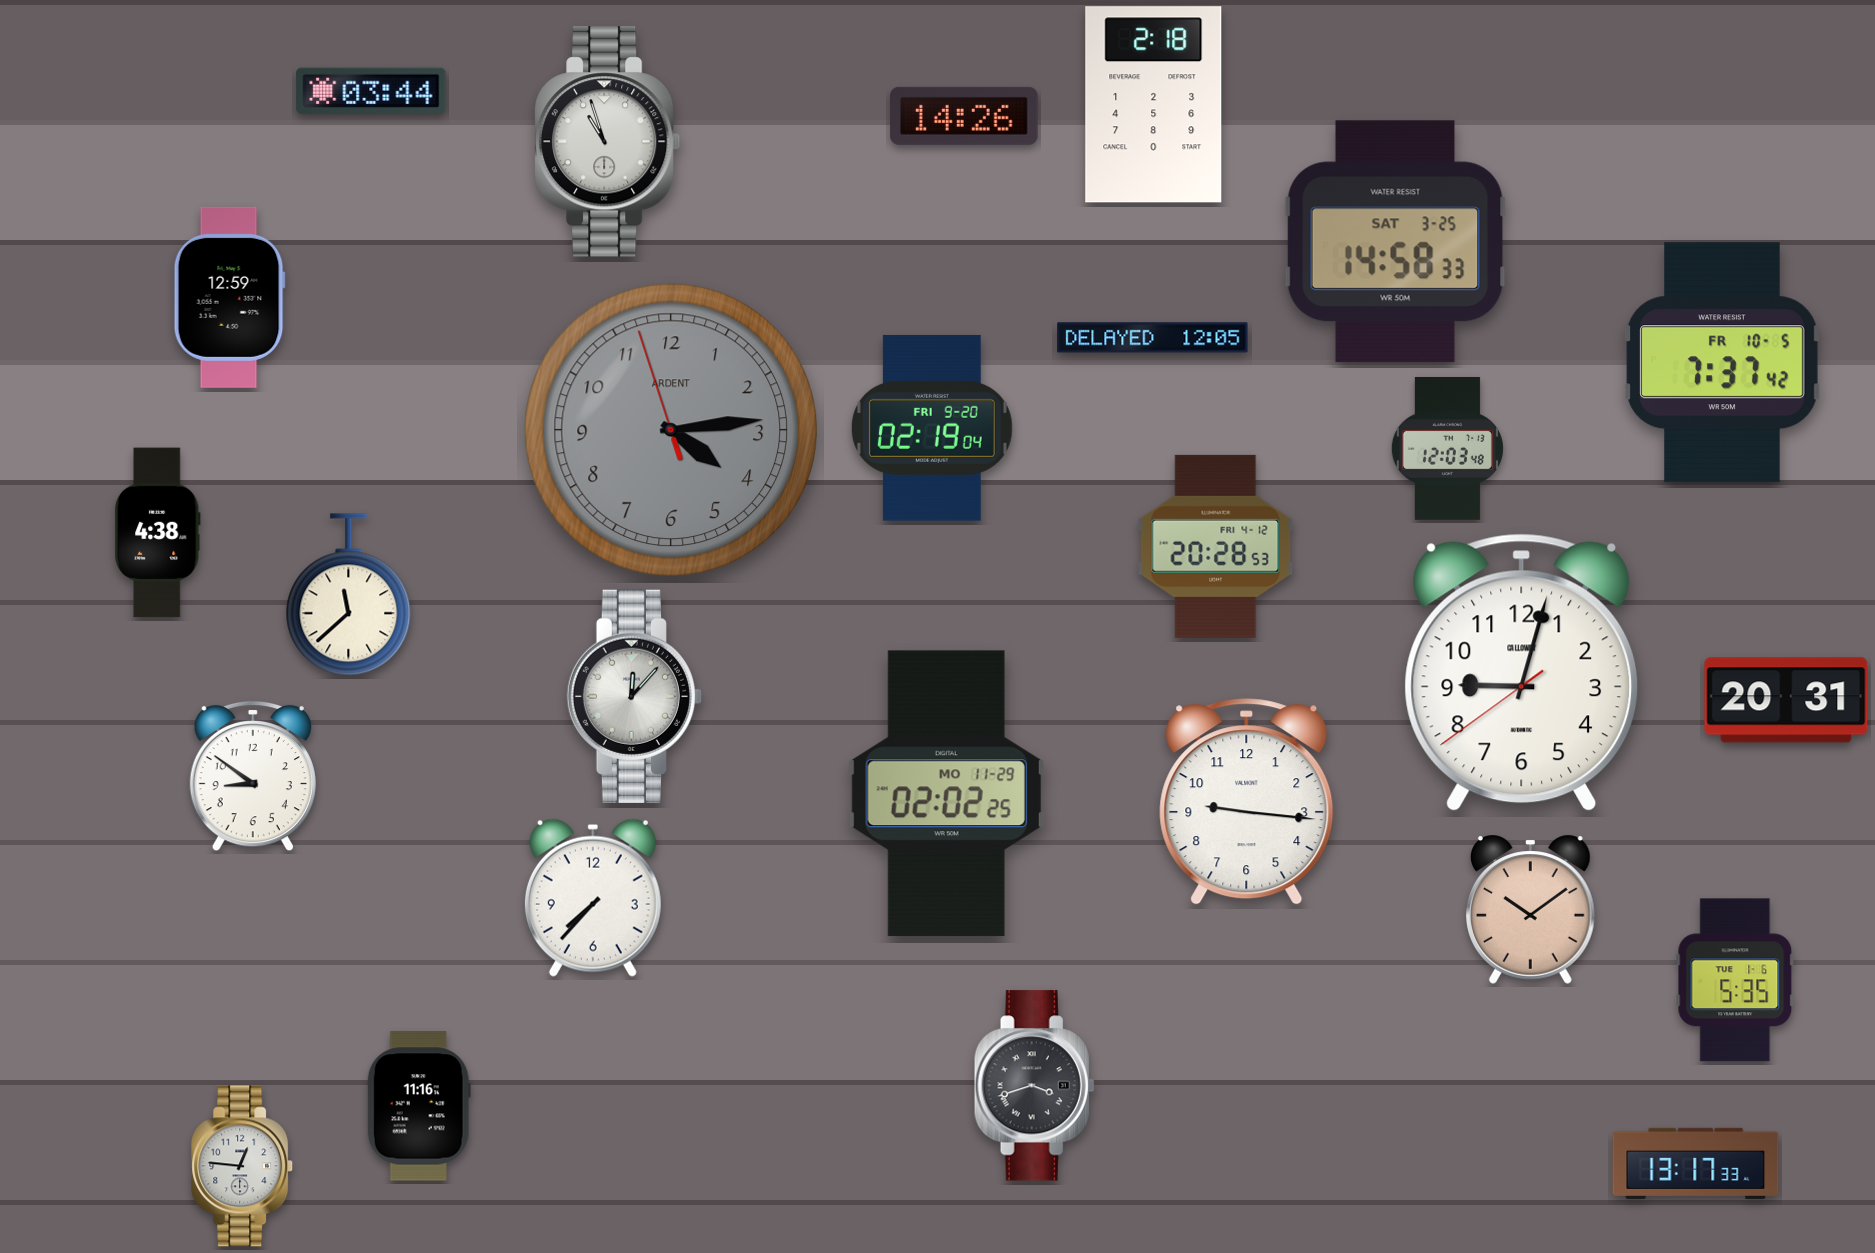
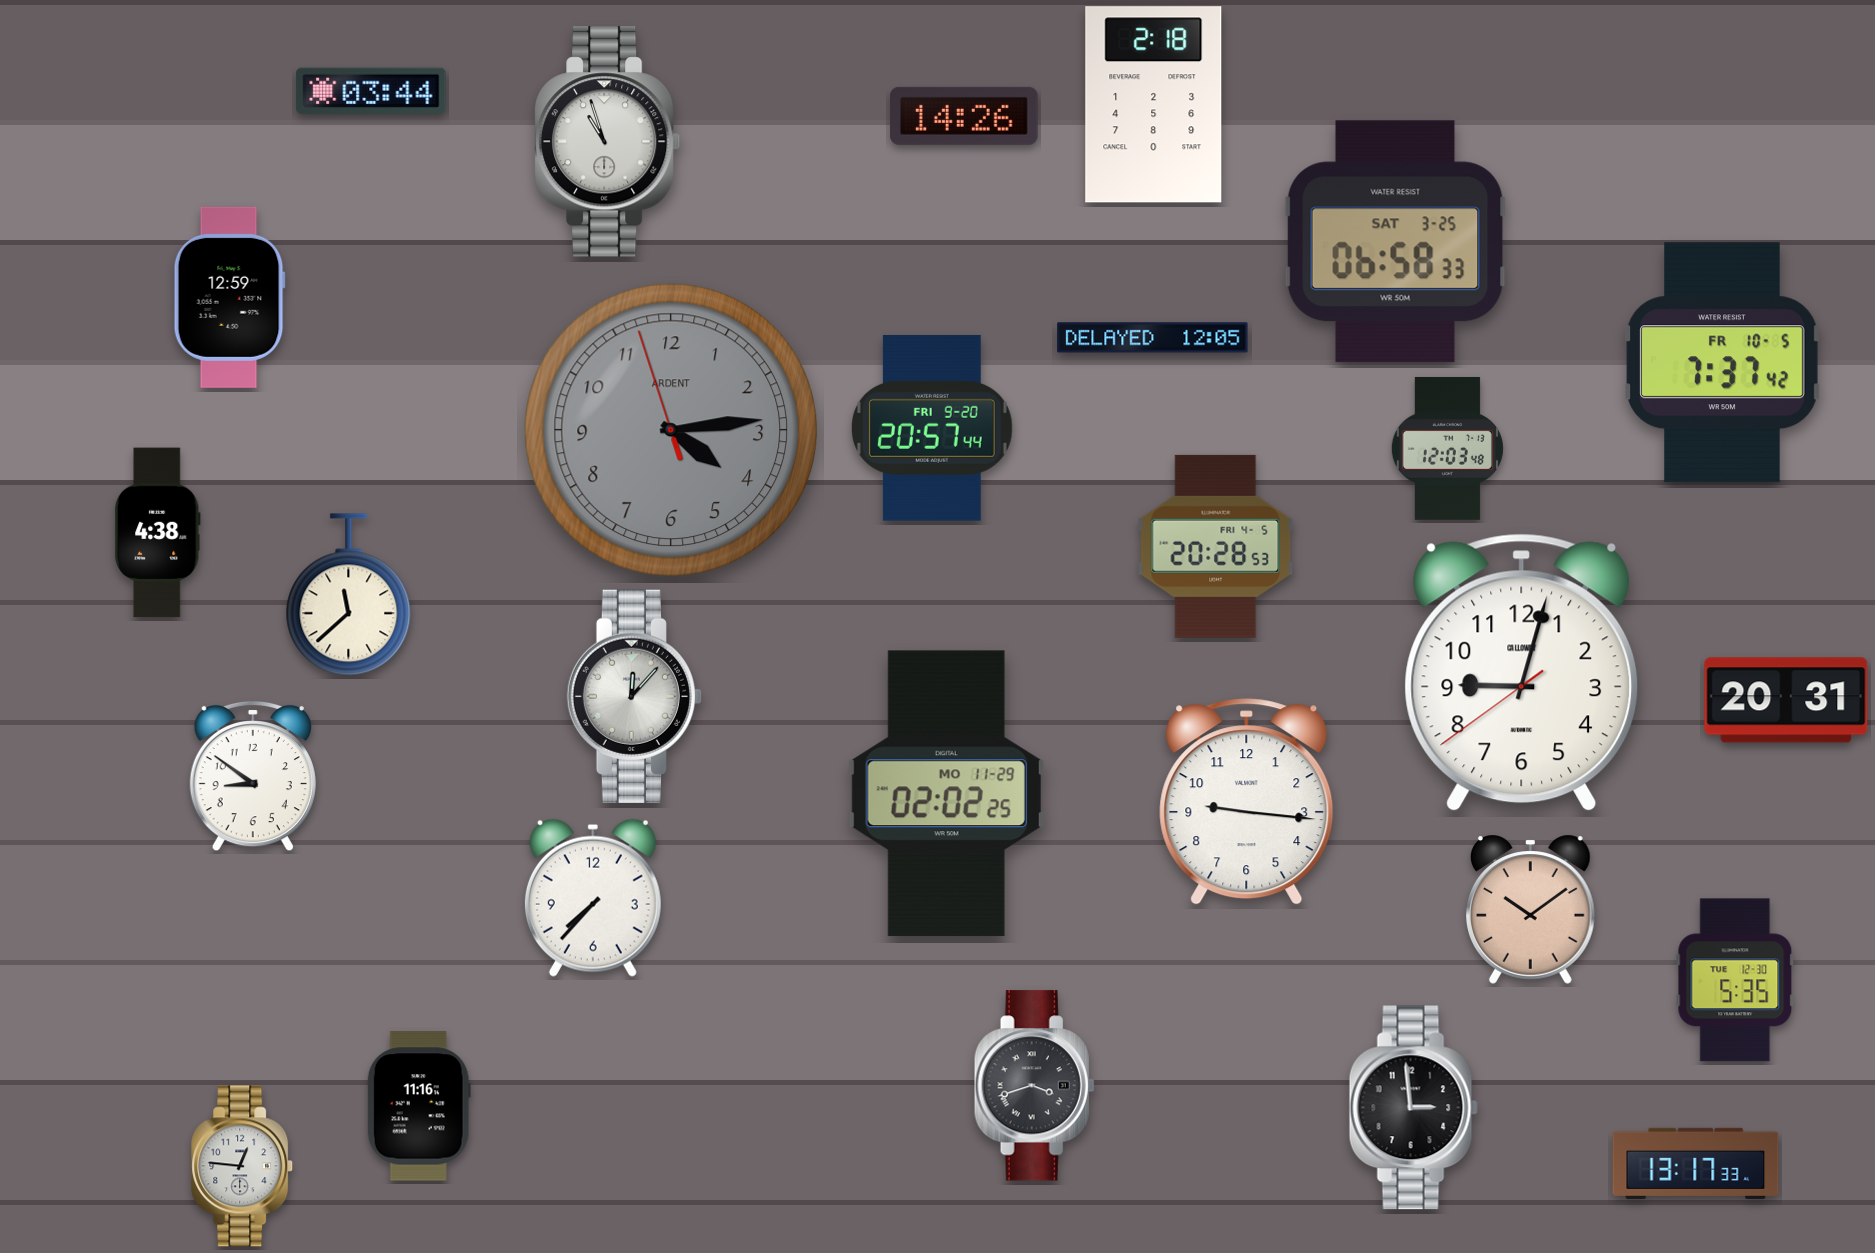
clock at (1395, 242): 14:58 -> 06:58
clock at (932, 428): 02:19 -> 20:57
clock at (1216, 546) date: FRI 4-12 -> FRI 4-5
clock at (1735, 980) date: TUE 1-6 -> TUE 12-30
clock at (1413, 1108): none -> 2:59
